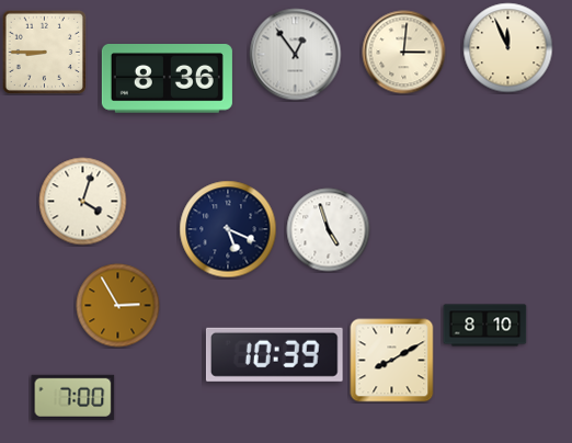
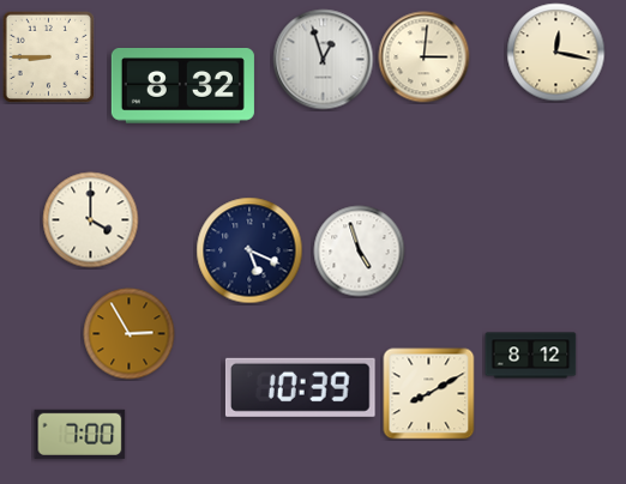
clock at (508, 48): 11:56 -> 12:17
clock at (404, 53) position: (404, 53) -> (425, 58)
clock at (296, 55): 12:54 -> 12:57
clock at (167, 79): 8:36 -> 8:32
clock at (83, 202): 4:03 -> 4:00
clock at (485, 326): 8:10 -> 8:12
